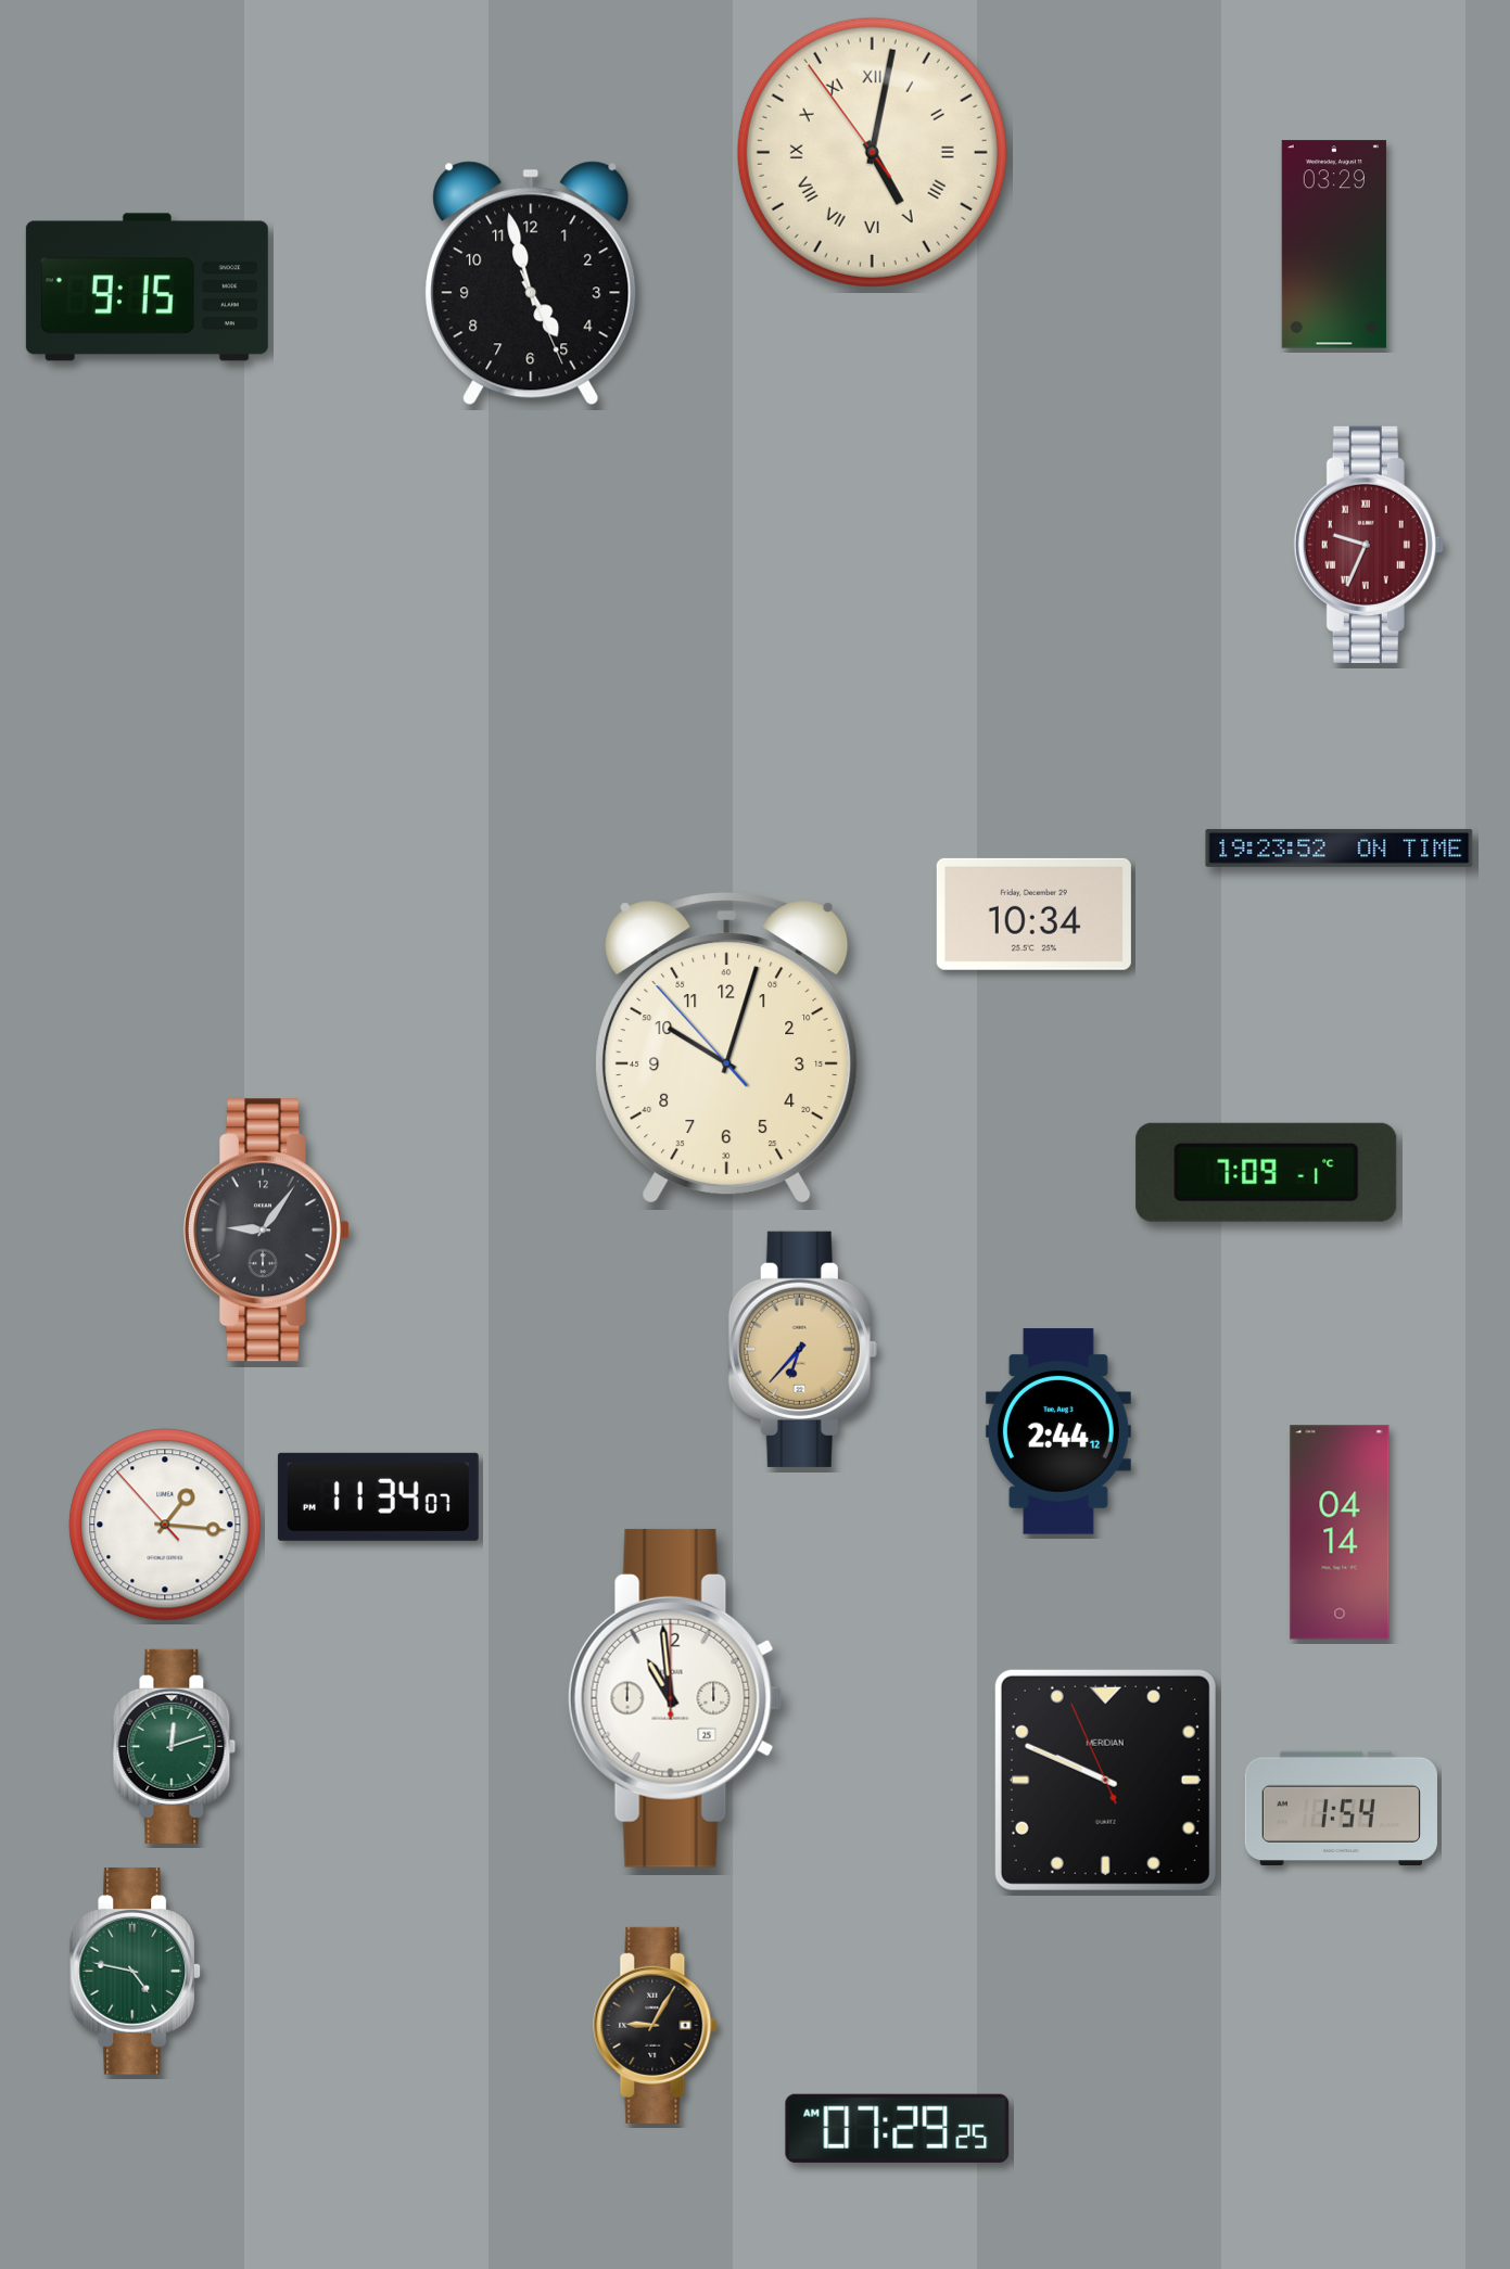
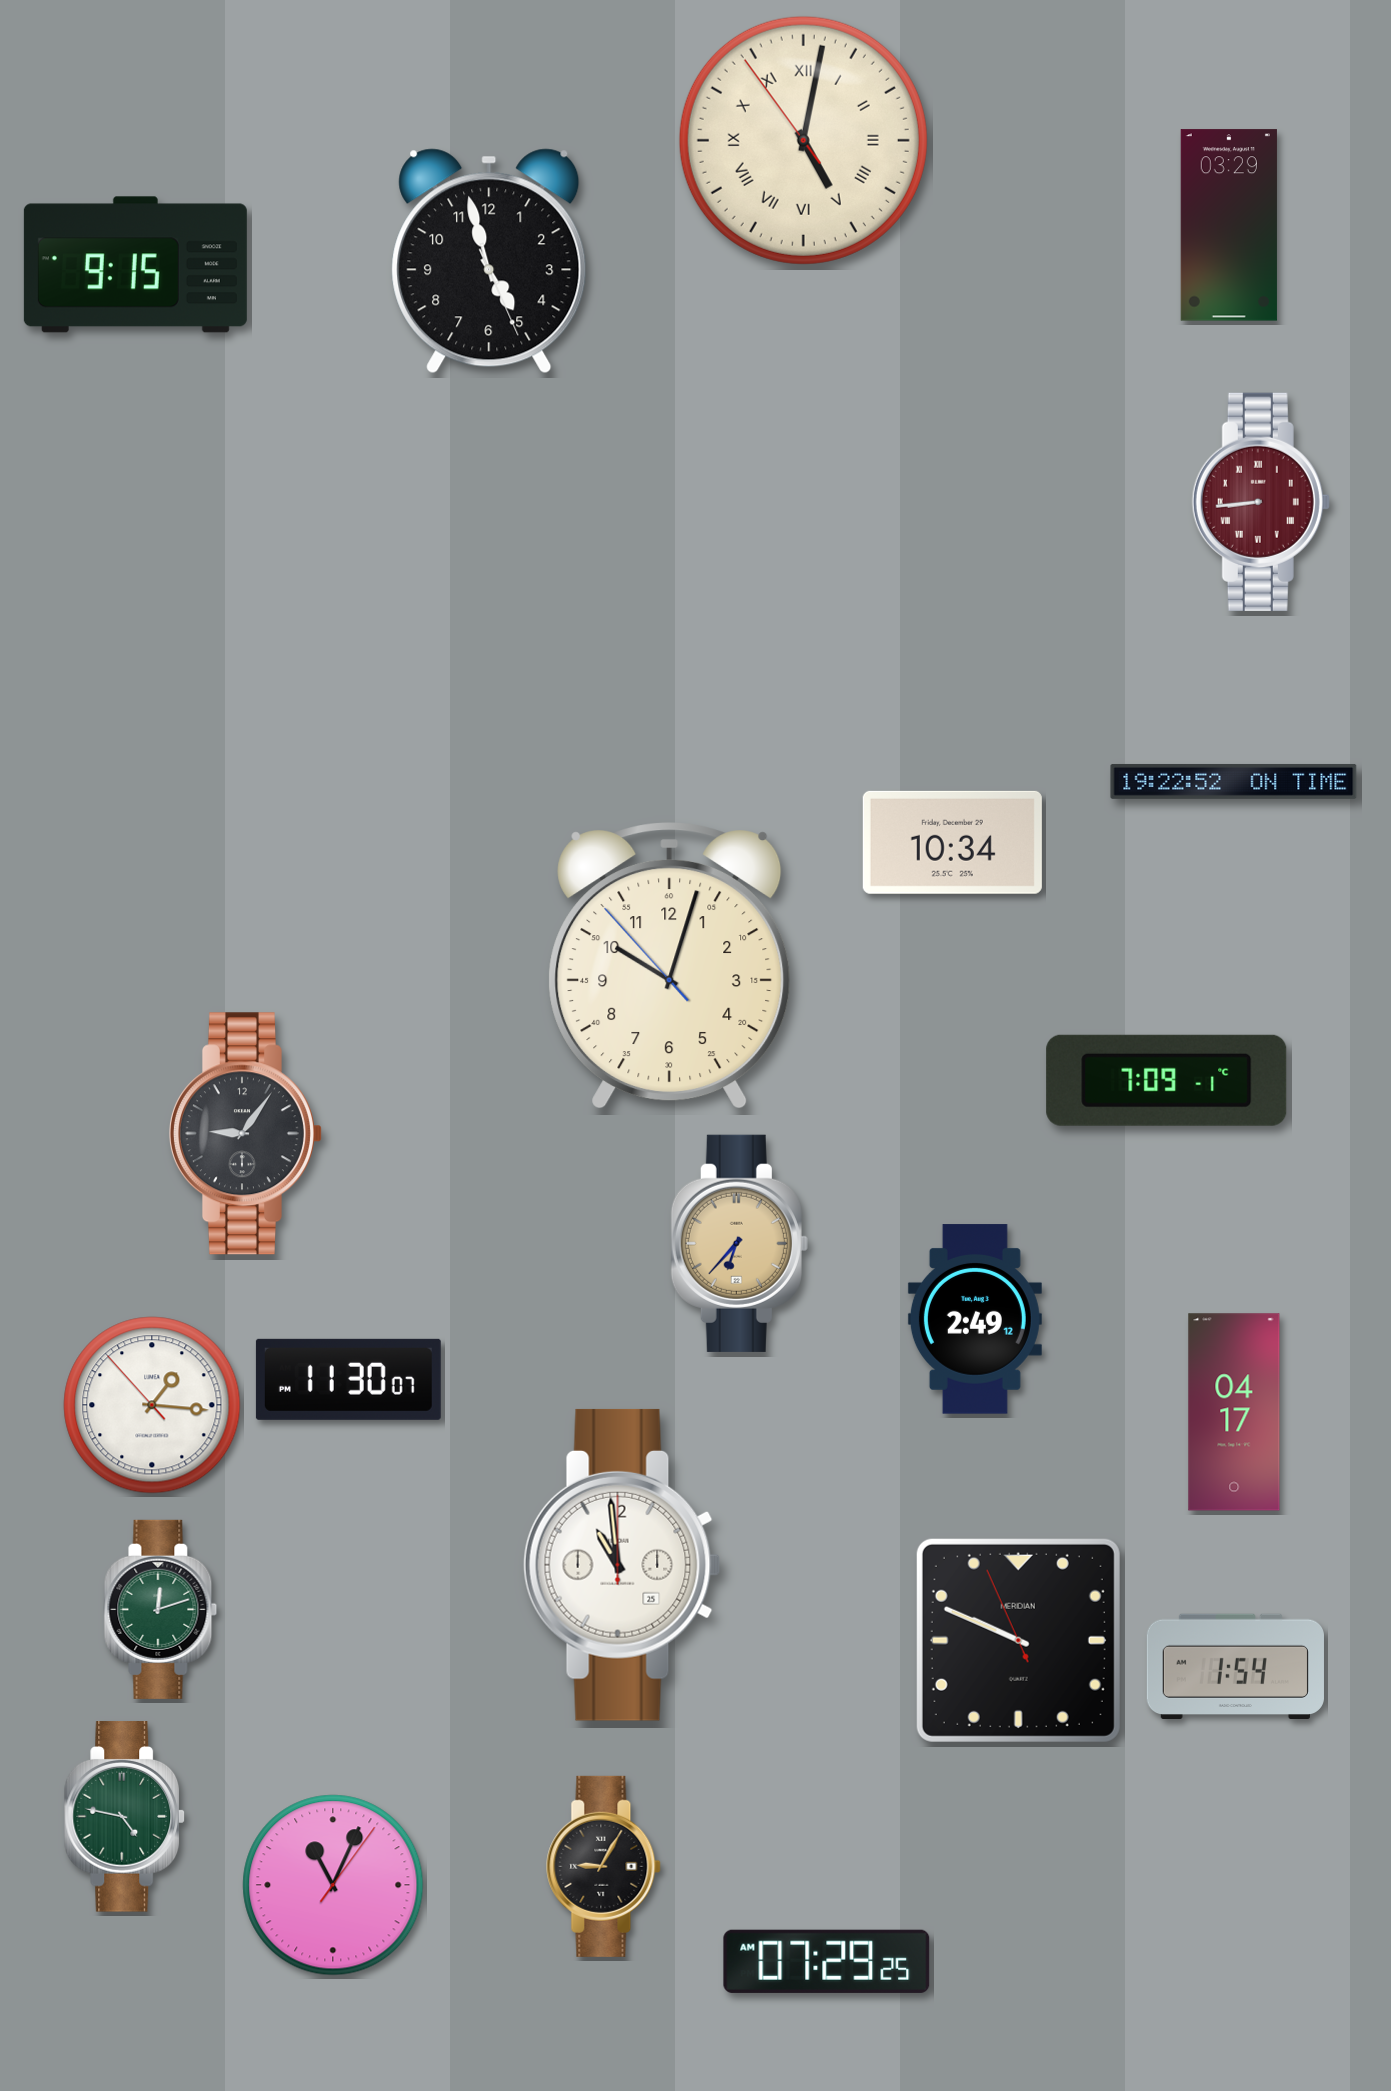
clock at (1369, 545): 9:34 -> 8:44
clock at (1340, 847): 19:23 -> 19:22
clock at (1058, 1431): 2:44 -> 2:49
clock at (378, 1496): 11:34 -> 11:30
clock at (1340, 1532): 04:14 -> 04:17
clock at (333, 1885): none -> 11:04
